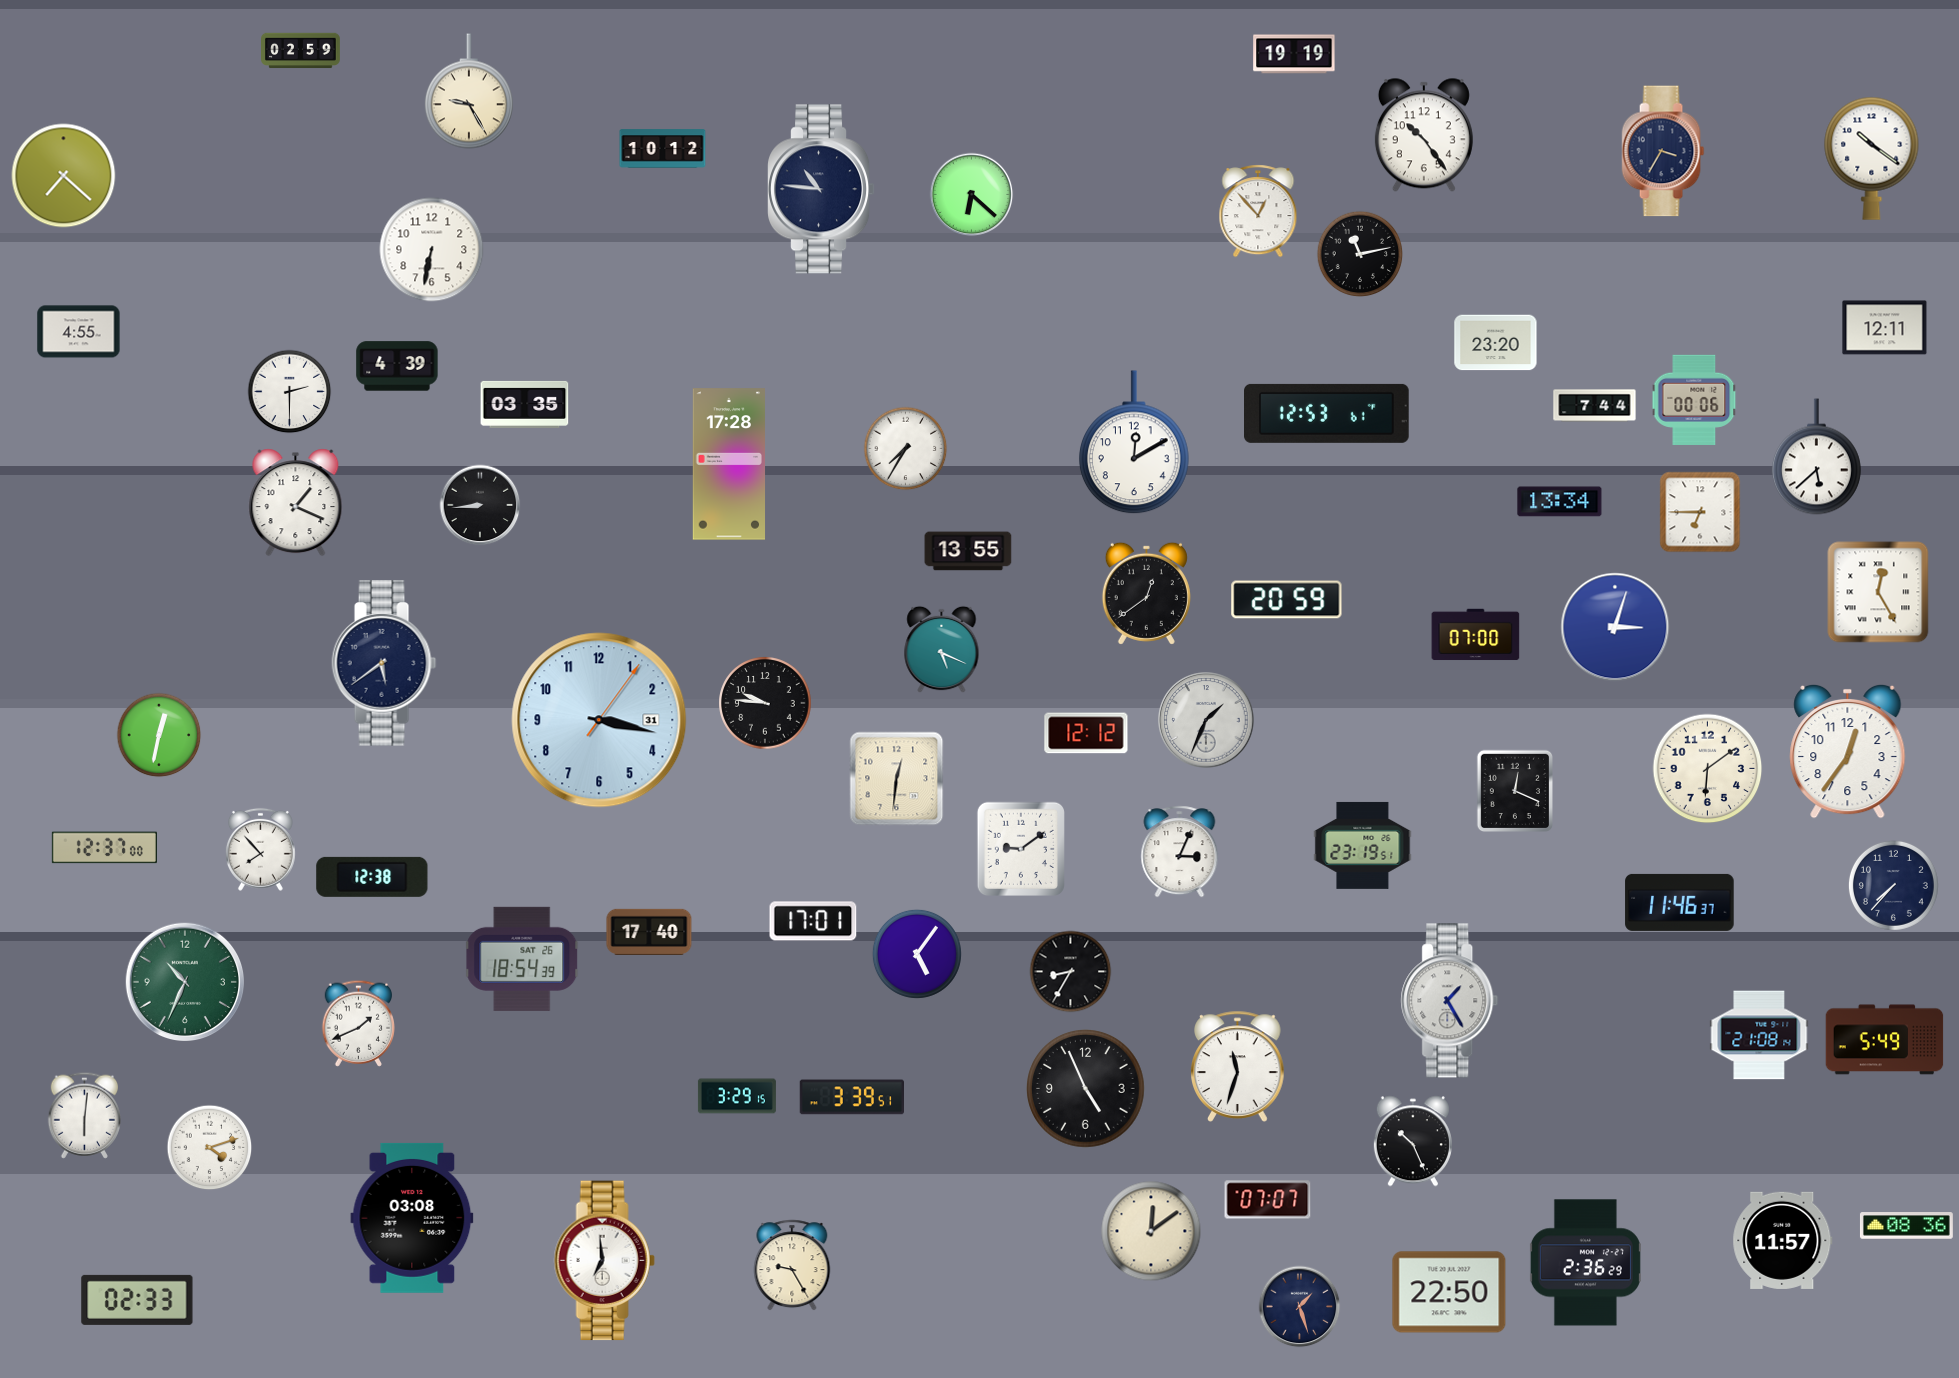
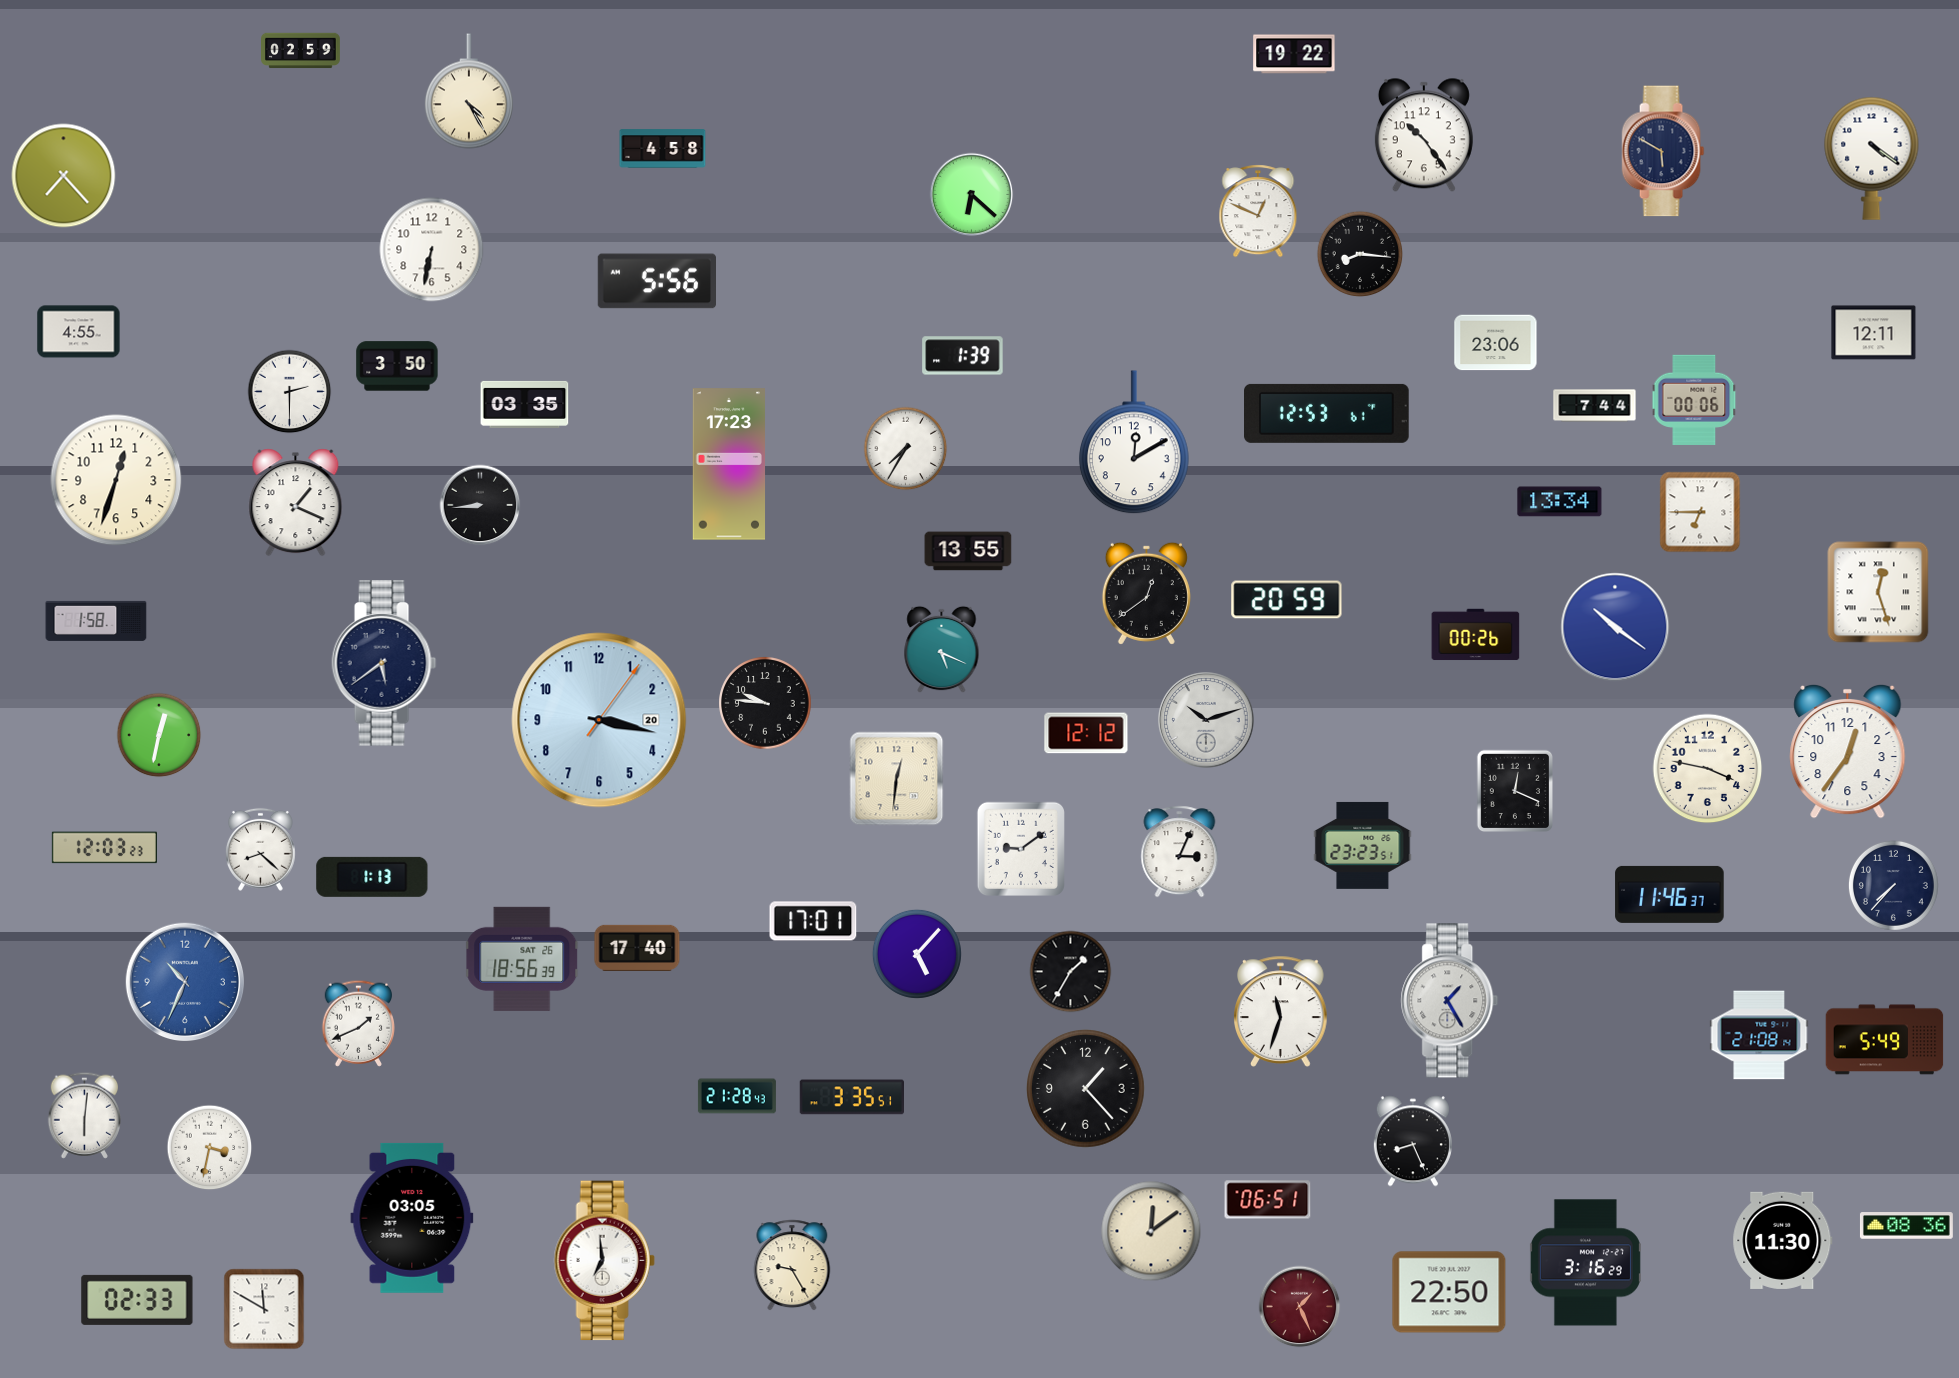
clock at (1294, 54): 19:19 -> 19:22
clock at (469, 91): 9:25 -> 4:25
clock at (663, 149): 10:12 -> 4:58
clock at (1663, 151): 3:35 -> 5:50
clock at (1872, 158): 10:21 -> 4:21
clock at (64, 176): 7:22 -> 7:23
clock at (822, 189): 10:46 -> none
clock at (1258, 211): 12:53 -> 12:49
clock at (1360, 254): 11:13 -> 8:16
clock at (656, 281): none -> 5:56
clock at (1885, 328) position: (1885, 328) -> (1874, 333)
clock at (1496, 343): 23:20 -> 23:06
clock at (963, 356): none -> 1:39
clock at (397, 366): 4:39 -> 3:50
clock at (1816, 457): 5:38 -> none
clock at (729, 464): 17:28 -> 17:23
clock at (116, 480): none -> 12:33
clock at (1878, 592): 12:25 -> 12:27
clock at (96, 621): none -> 1:58
clock at (1615, 627): 3:03 -> 10:21
clock at (1476, 635): 07:00 -> 00:26
clock at (599, 720) date: 31 -> 20
clock at (1206, 720): 1:34 -> 10:12
clock at (1708, 769): 6:09 -> 3:47
clock at (1363, 845): 23:19 -> 23:23
clock at (104, 848): 12:37 -> 12:03
clock at (260, 849): 7:53 -> 8:22
clock at (372, 877): 12:38 -> 1:13
clock at (1680, 902) position: (1680, 902) -> (1670, 894)
clock at (649, 931) position: (649, 931) -> (637, 947)
clock at (917, 954): 5:06 -> 5:07
clock at (523, 959): 18:54 -> 18:56
clock at (1071, 972): 8:35 -> 1:35
clock at (184, 981) dial: green -> blue
clock at (1238, 1066) position: (1238, 1066) -> (1281, 1011)
clock at (1086, 1089): 4:56 -> 1:23
clock at (737, 1096): 3:29 -> 21:28
clock at (851, 1097): 3:39 -> 3:35
clock at (1413, 1141): 10:26 -> 8:26
clock at (210, 1148): 4:12 -> 3:32
clock at (1268, 1200): 07:07 -> 06:51
clock at (412, 1218): 03:08 -> 03:05
clock at (1783, 1240): 11:57 -> 11:30
clock at (1585, 1263): 2:36 -> 3:16
clock at (1300, 1307): 1:27 -> 1:26
clock at (1300, 1307) dial: navy -> burgundy
clock at (264, 1309): none -> 11:50
